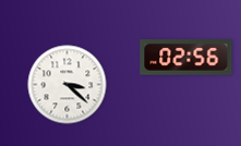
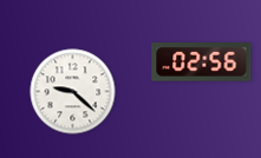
clock at (68, 85): 3:22 -> 9:22
